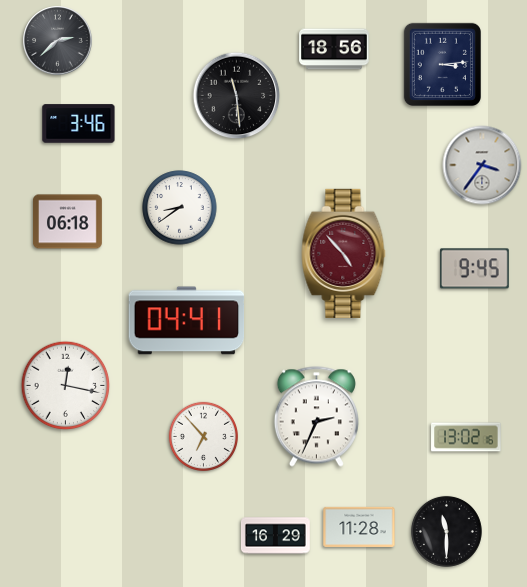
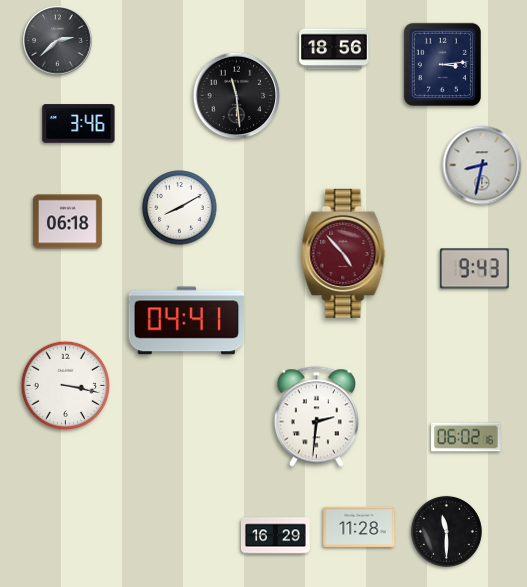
clock at (482, 165): 3:36 -> 8:32
clock at (180, 208): 8:39 -> 8:10
clock at (474, 269): 9:45 -> 9:43
clock at (66, 386): 12:17 -> 3:17
clock at (316, 417): 2:34 -> 2:31
clock at (203, 436): 6:53 -> none
clock at (466, 437): 13:02 -> 06:02
